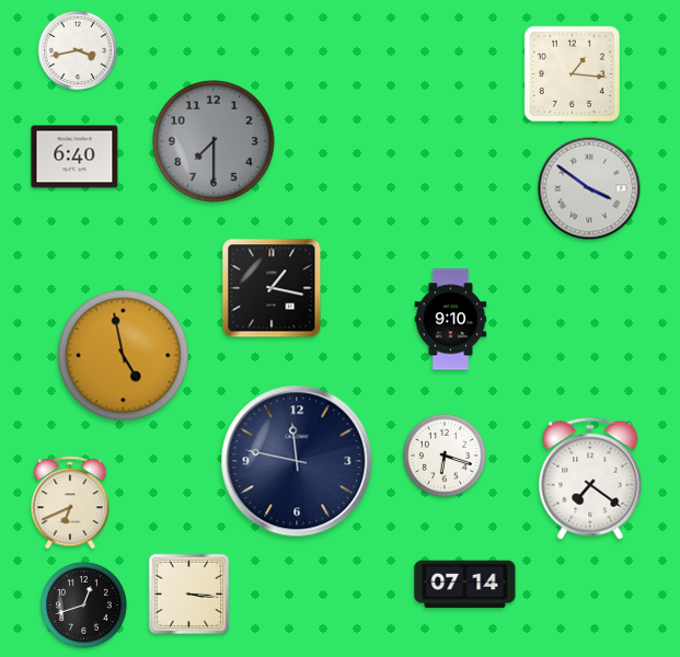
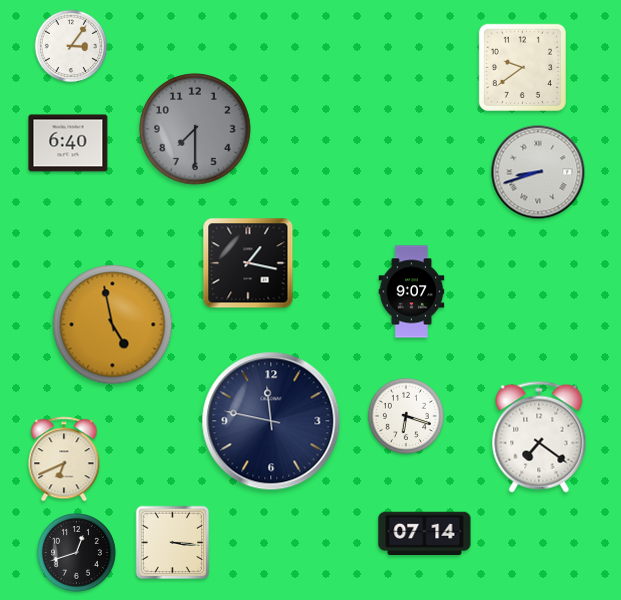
clock at (78, 50): 3:43 -> 3:06
clock at (572, 73): 1:16 -> 9:39
clock at (589, 188): 3:51 -> 8:42
clock at (451, 320): 9:10 -> 9:07
